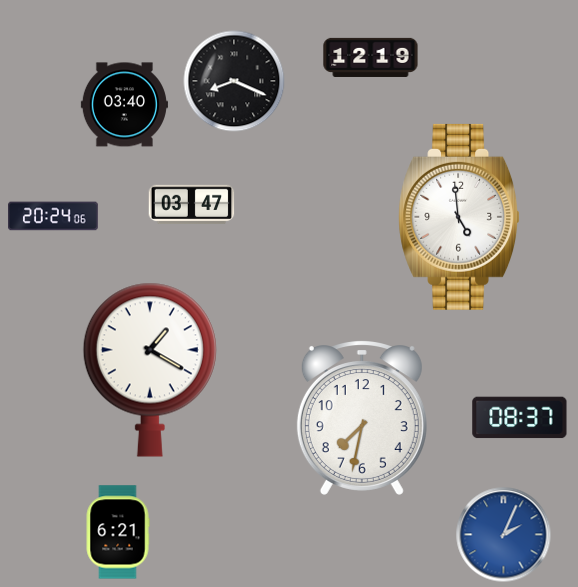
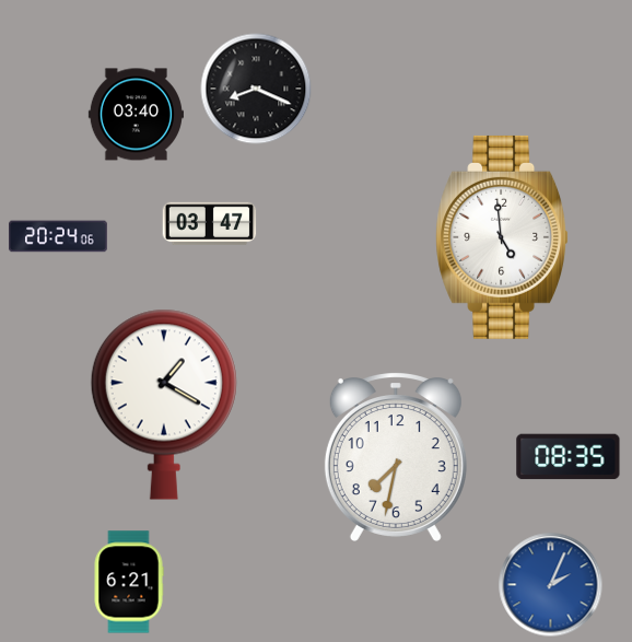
clock at (371, 57): 12:19 -> none
clock at (520, 418): 08:37 -> 08:35
